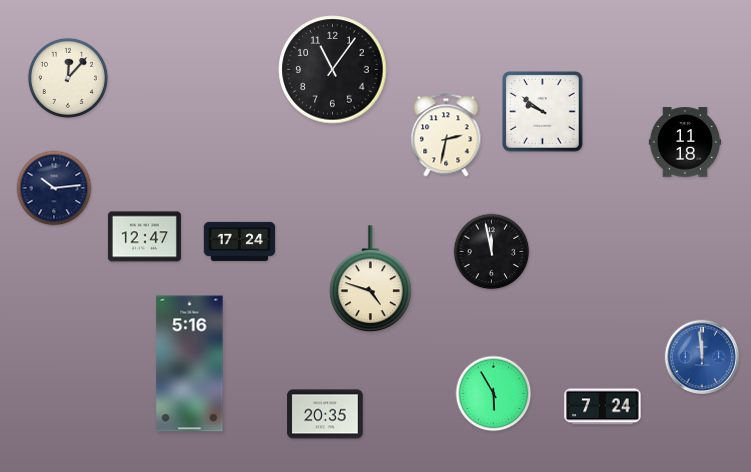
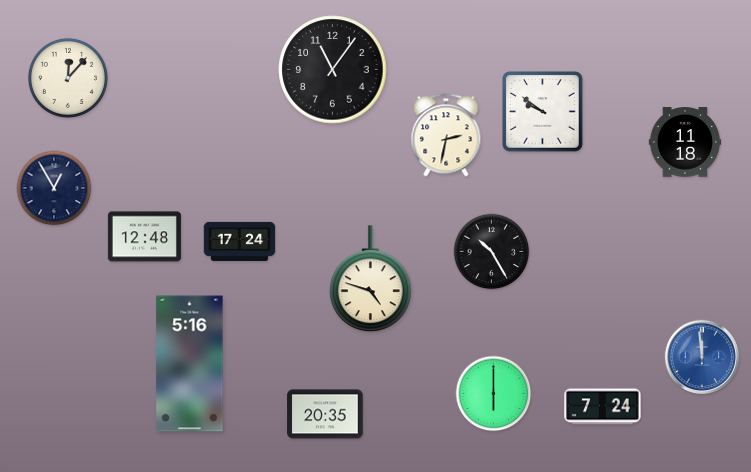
clock at (54, 188): 10:14 -> 12:55
clock at (144, 237): 12:47 -> 12:48
clock at (492, 252): 11:58 -> 10:25
clock at (494, 394): 5:55 -> 6:00
